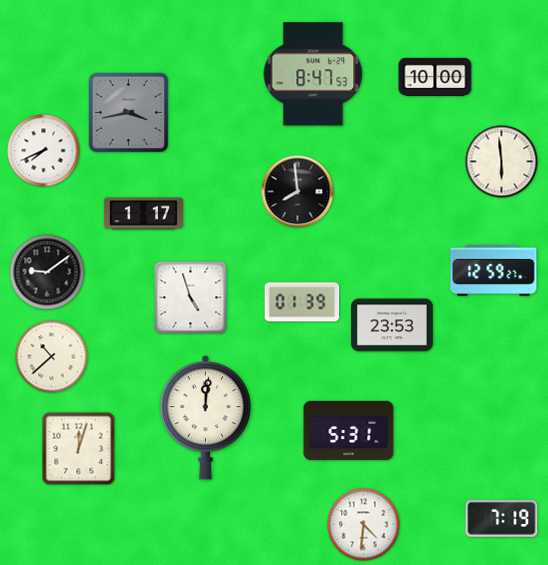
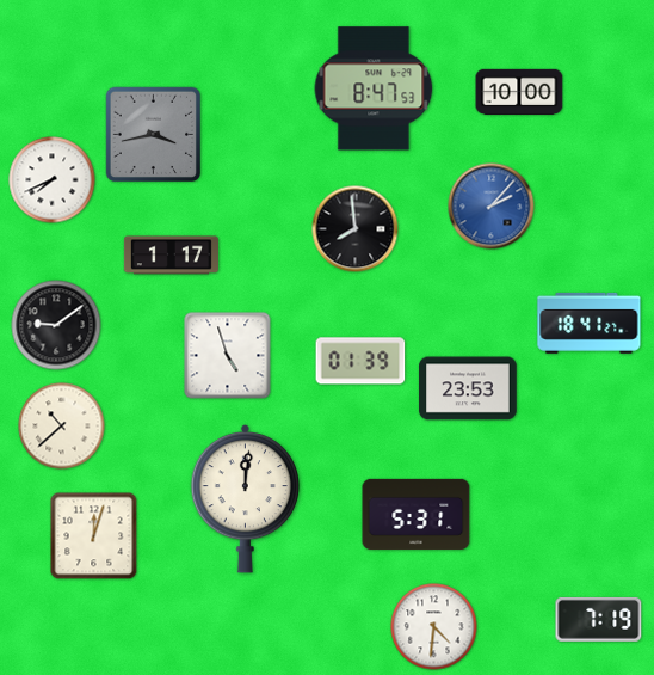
clock at (502, 162): 5:59 -> none
clock at (492, 207): none -> 2:07
clock at (494, 270): 12:59 -> 18:41
